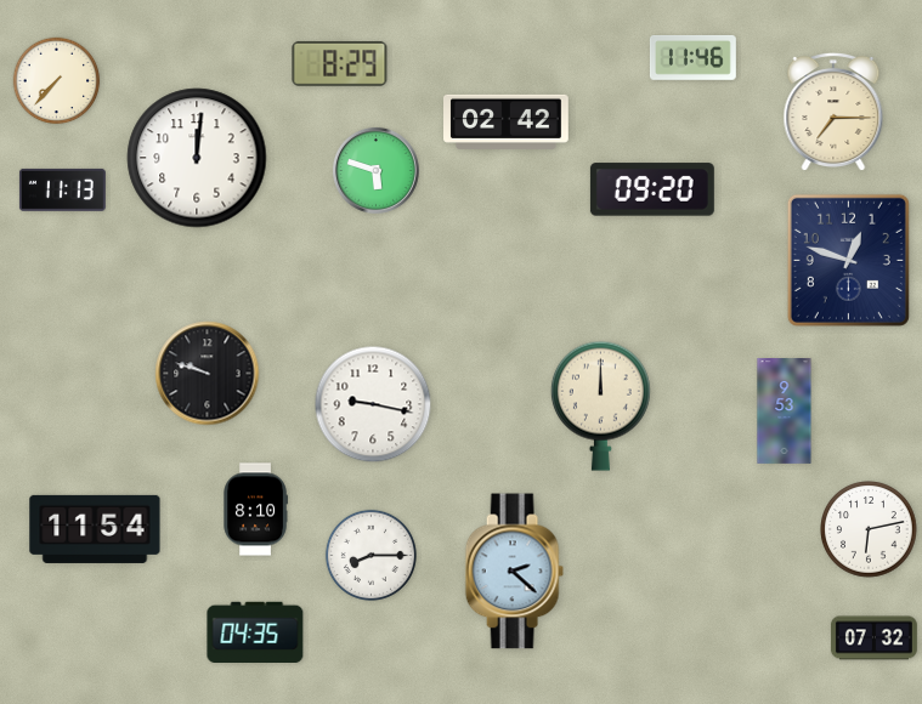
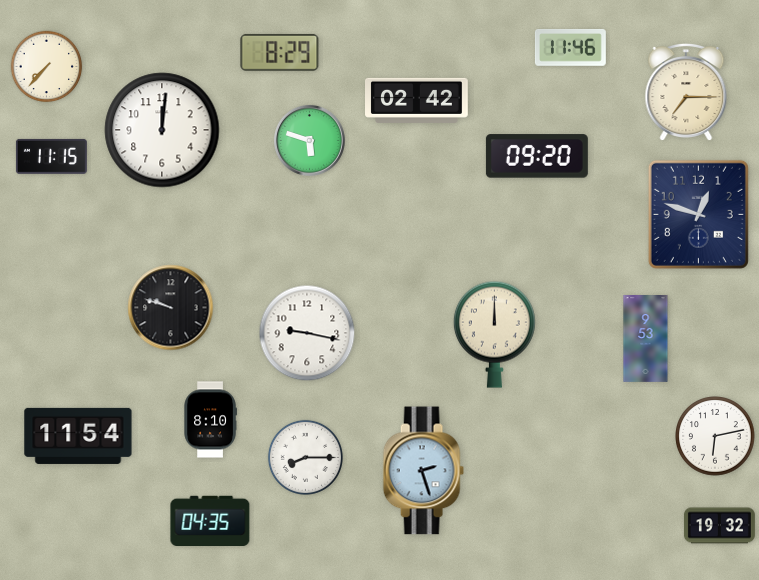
clock at (62, 189): 11:13 -> 11:15
clock at (514, 572): 2:22 -> 2:27
clock at (873, 638): 07:32 -> 19:32
